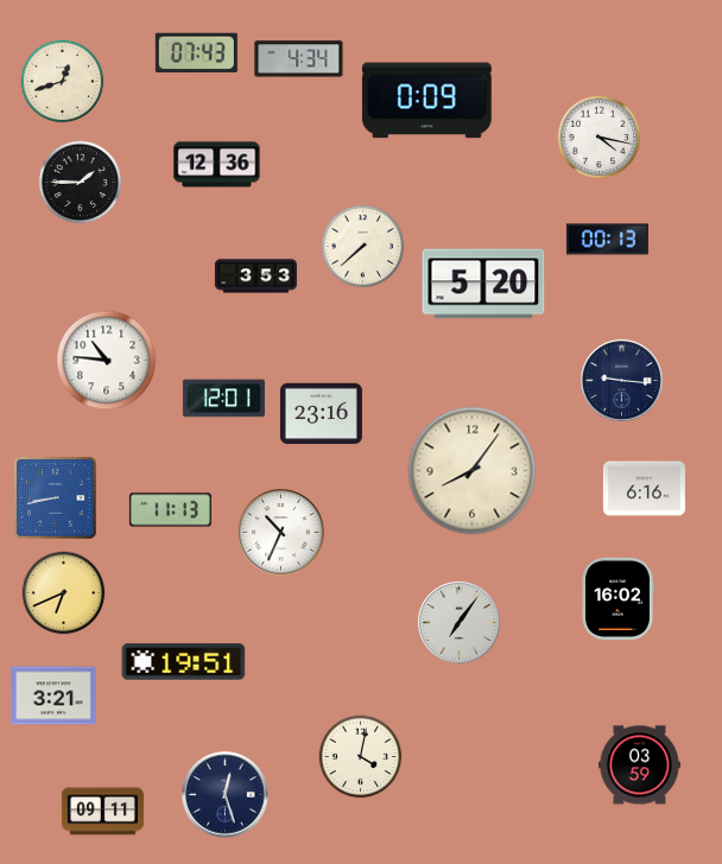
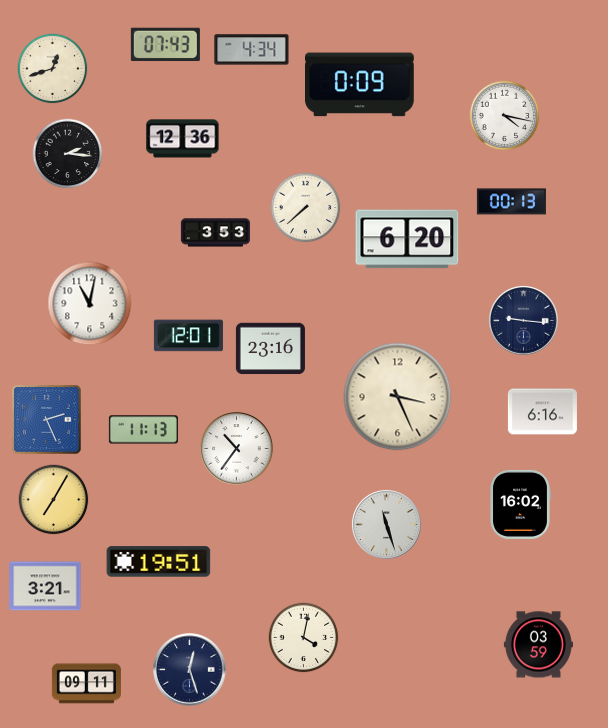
clock at (81, 183): 1:45 -> 2:16
clock at (483, 284): 5:20 -> 6:20
clock at (107, 361): 10:46 -> 11:02
clock at (473, 471): 8:06 -> 3:26
clock at (56, 498): 8:43 -> 2:26
clock at (281, 533): 10:34 -> 10:36
clock at (64, 593): 6:41 -> 7:05
clock at (458, 622): 7:06 -> 11:27
clock at (184, 662) position: (184, 662) -> (159, 562)
